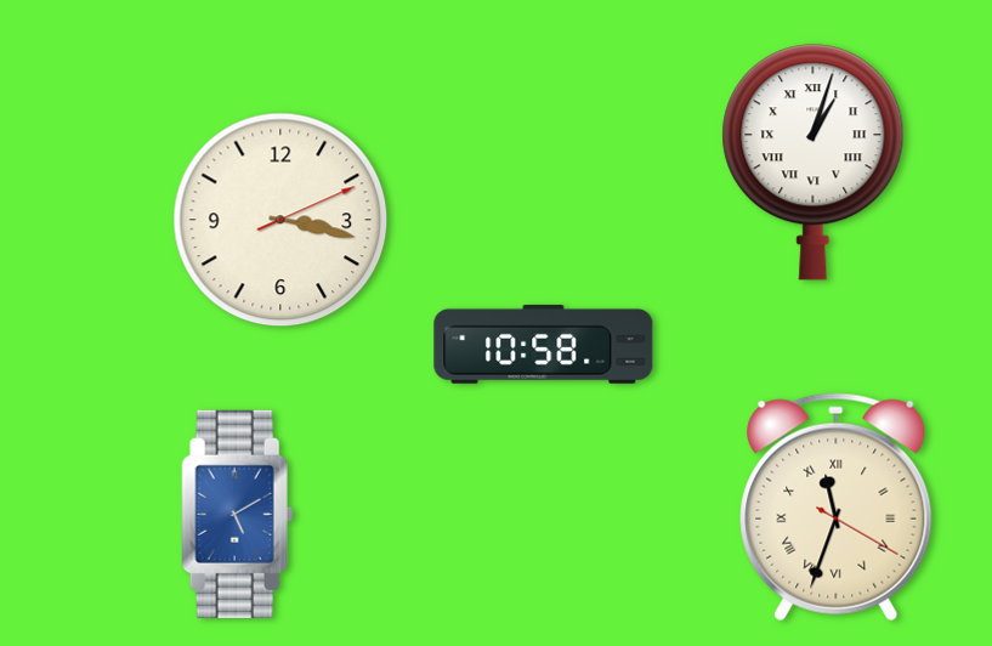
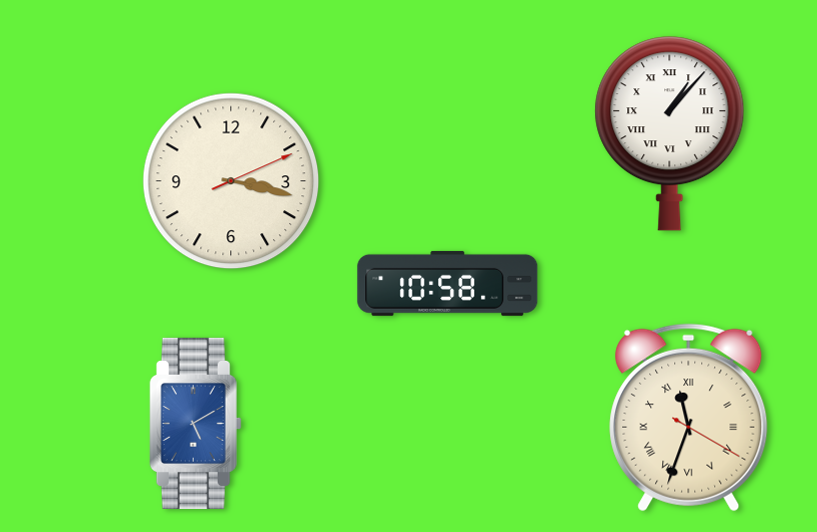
clock at (814, 163): 1:03 -> 1:07
